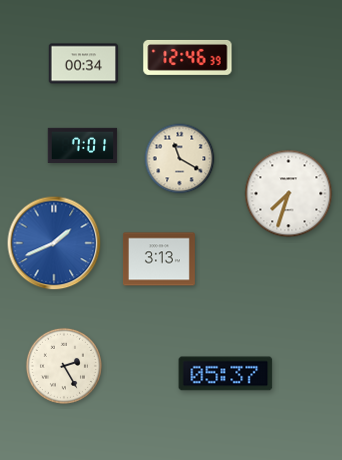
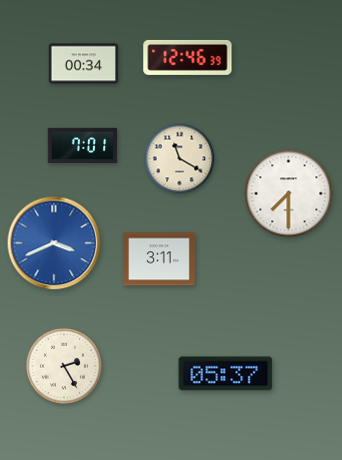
clock at (289, 194): 7:33 -> 7:30
clock at (54, 243): 1:41 -> 3:41
clock at (159, 259): 3:13 -> 3:11
